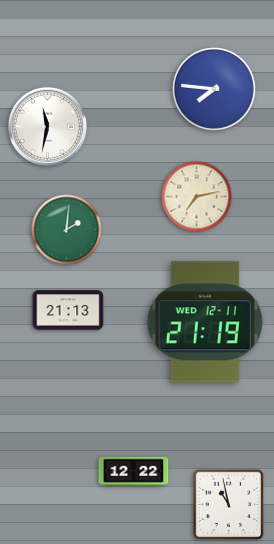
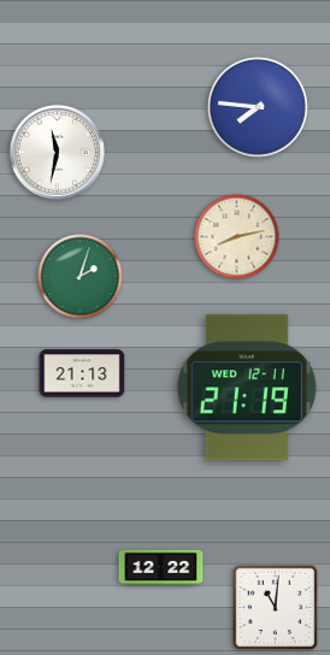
clock at (197, 197): 7:13 -> 8:13
clock at (67, 230): 2:01 -> 2:03
clock at (229, 505): 10:58 -> 11:01
